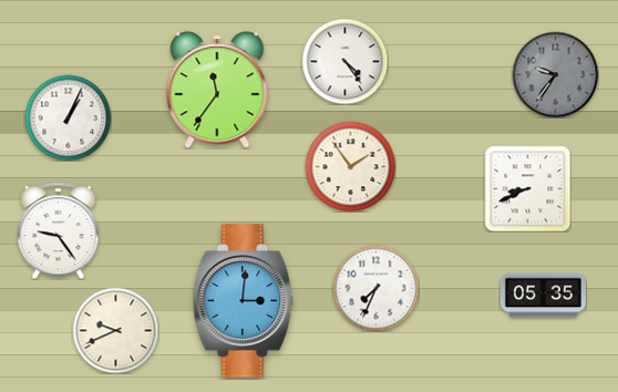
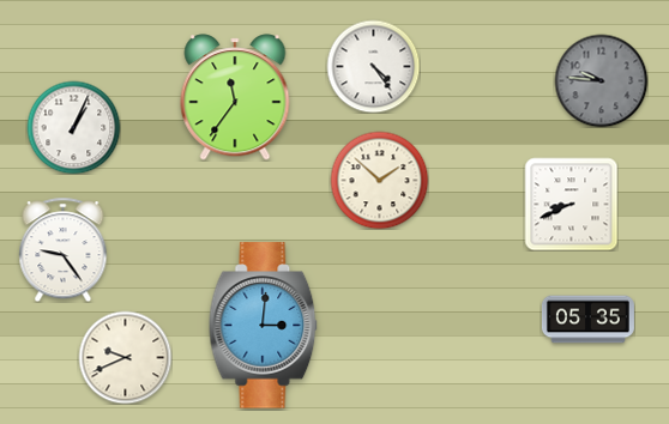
clock at (555, 74): 9:36 -> 9:46
clock at (350, 166): 1:54 -> 1:52
clock at (375, 288): 7:34 -> none
